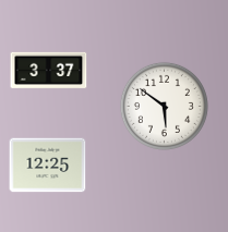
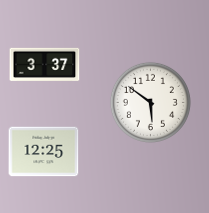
clock at (164, 106) position: (164, 106) -> (150, 102)
